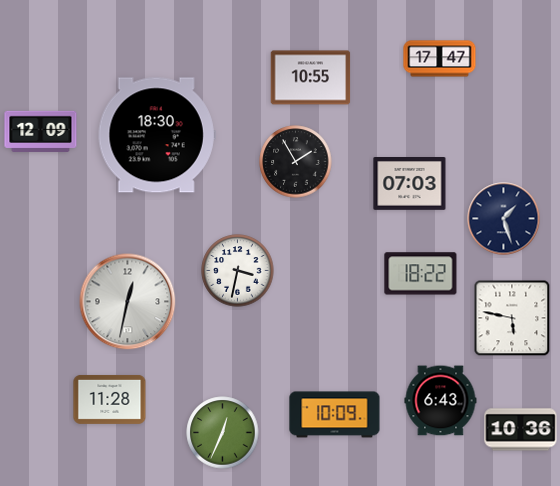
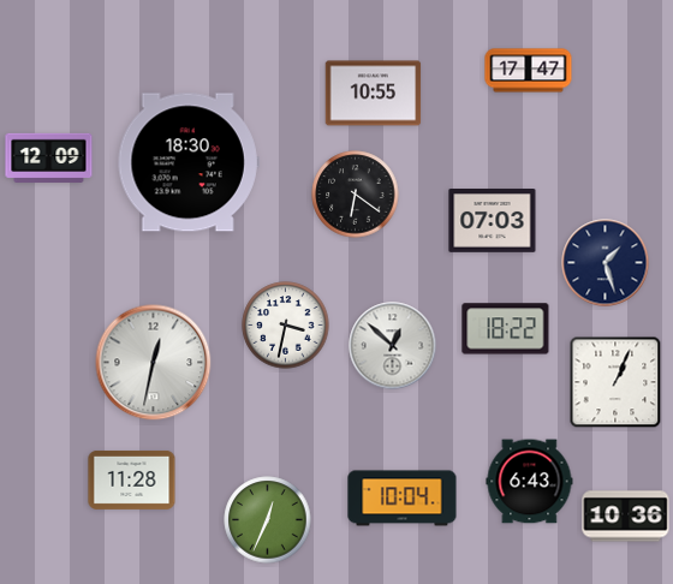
clock at (296, 162): 1:55 -> 6:21
clock at (393, 346): none -> 12:52
clock at (512, 318): 5:47 -> 1:04
clock at (335, 415): 10:09 -> 10:04
